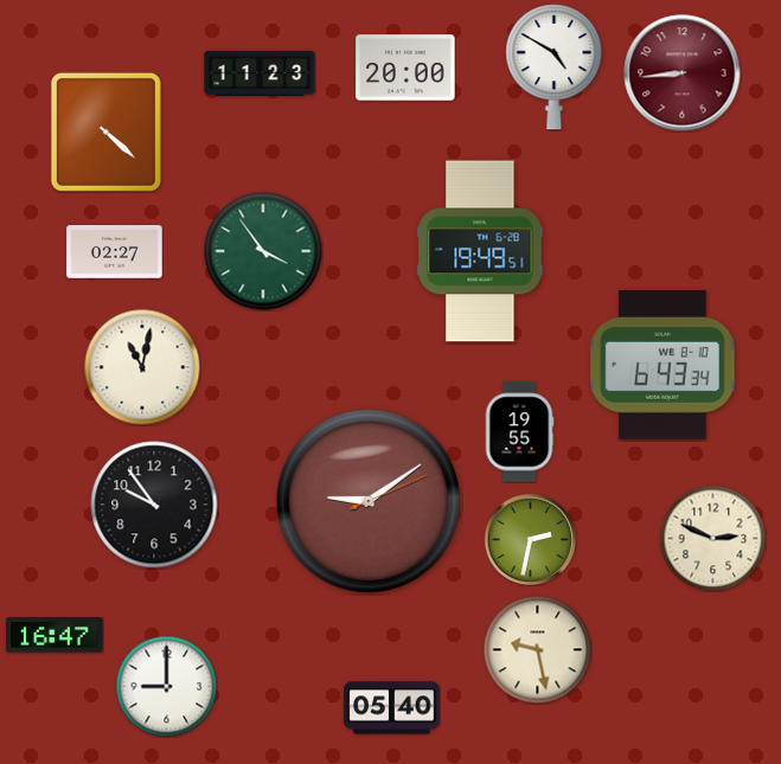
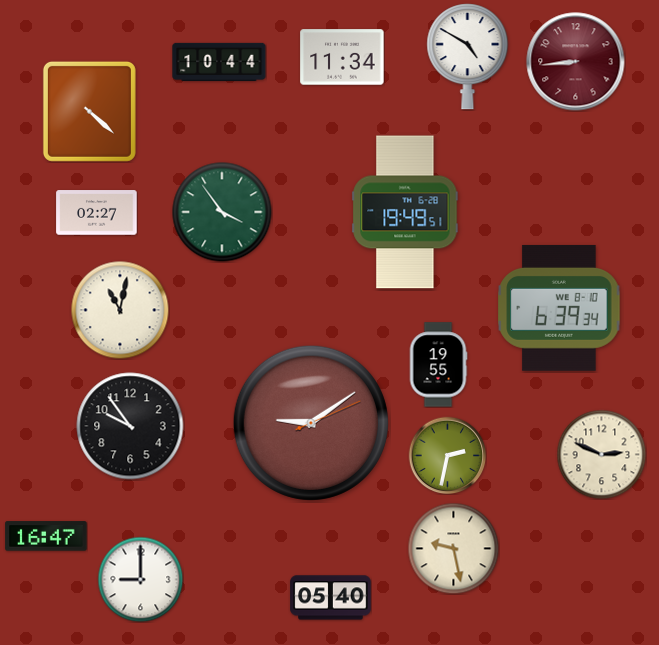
clock at (405, 68): 20:00 -> 11:34
clock at (260, 73): 11:23 -> 10:44
clock at (662, 365): 6:43 -> 6:39
